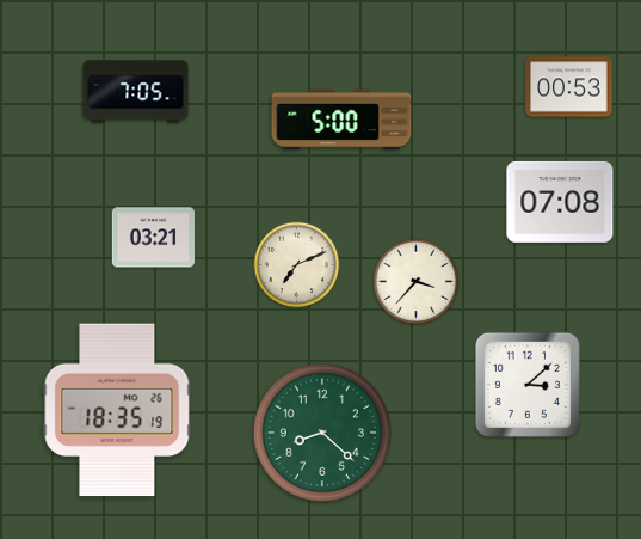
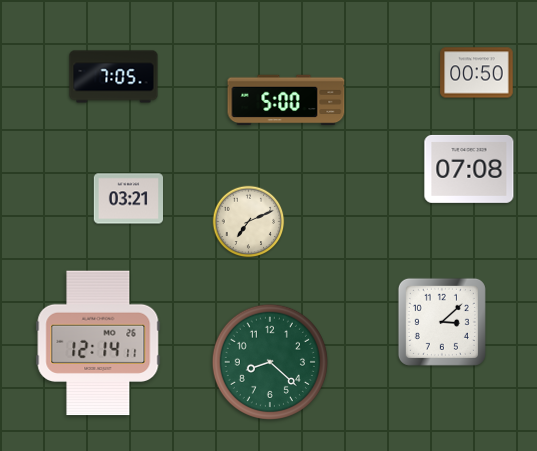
clock at (569, 87): 00:53 -> 00:50
clock at (417, 282): 3:37 -> none
clock at (117, 410): 18:35 -> 12:14
